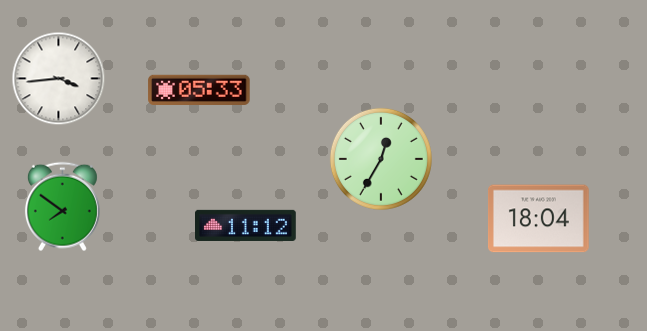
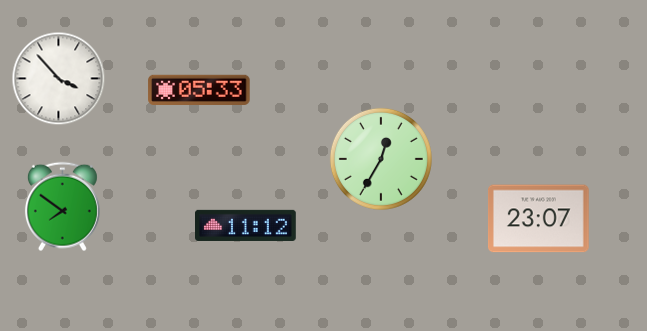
clock at (59, 79): 3:44 -> 3:53
clock at (539, 219): 18:04 -> 23:07
